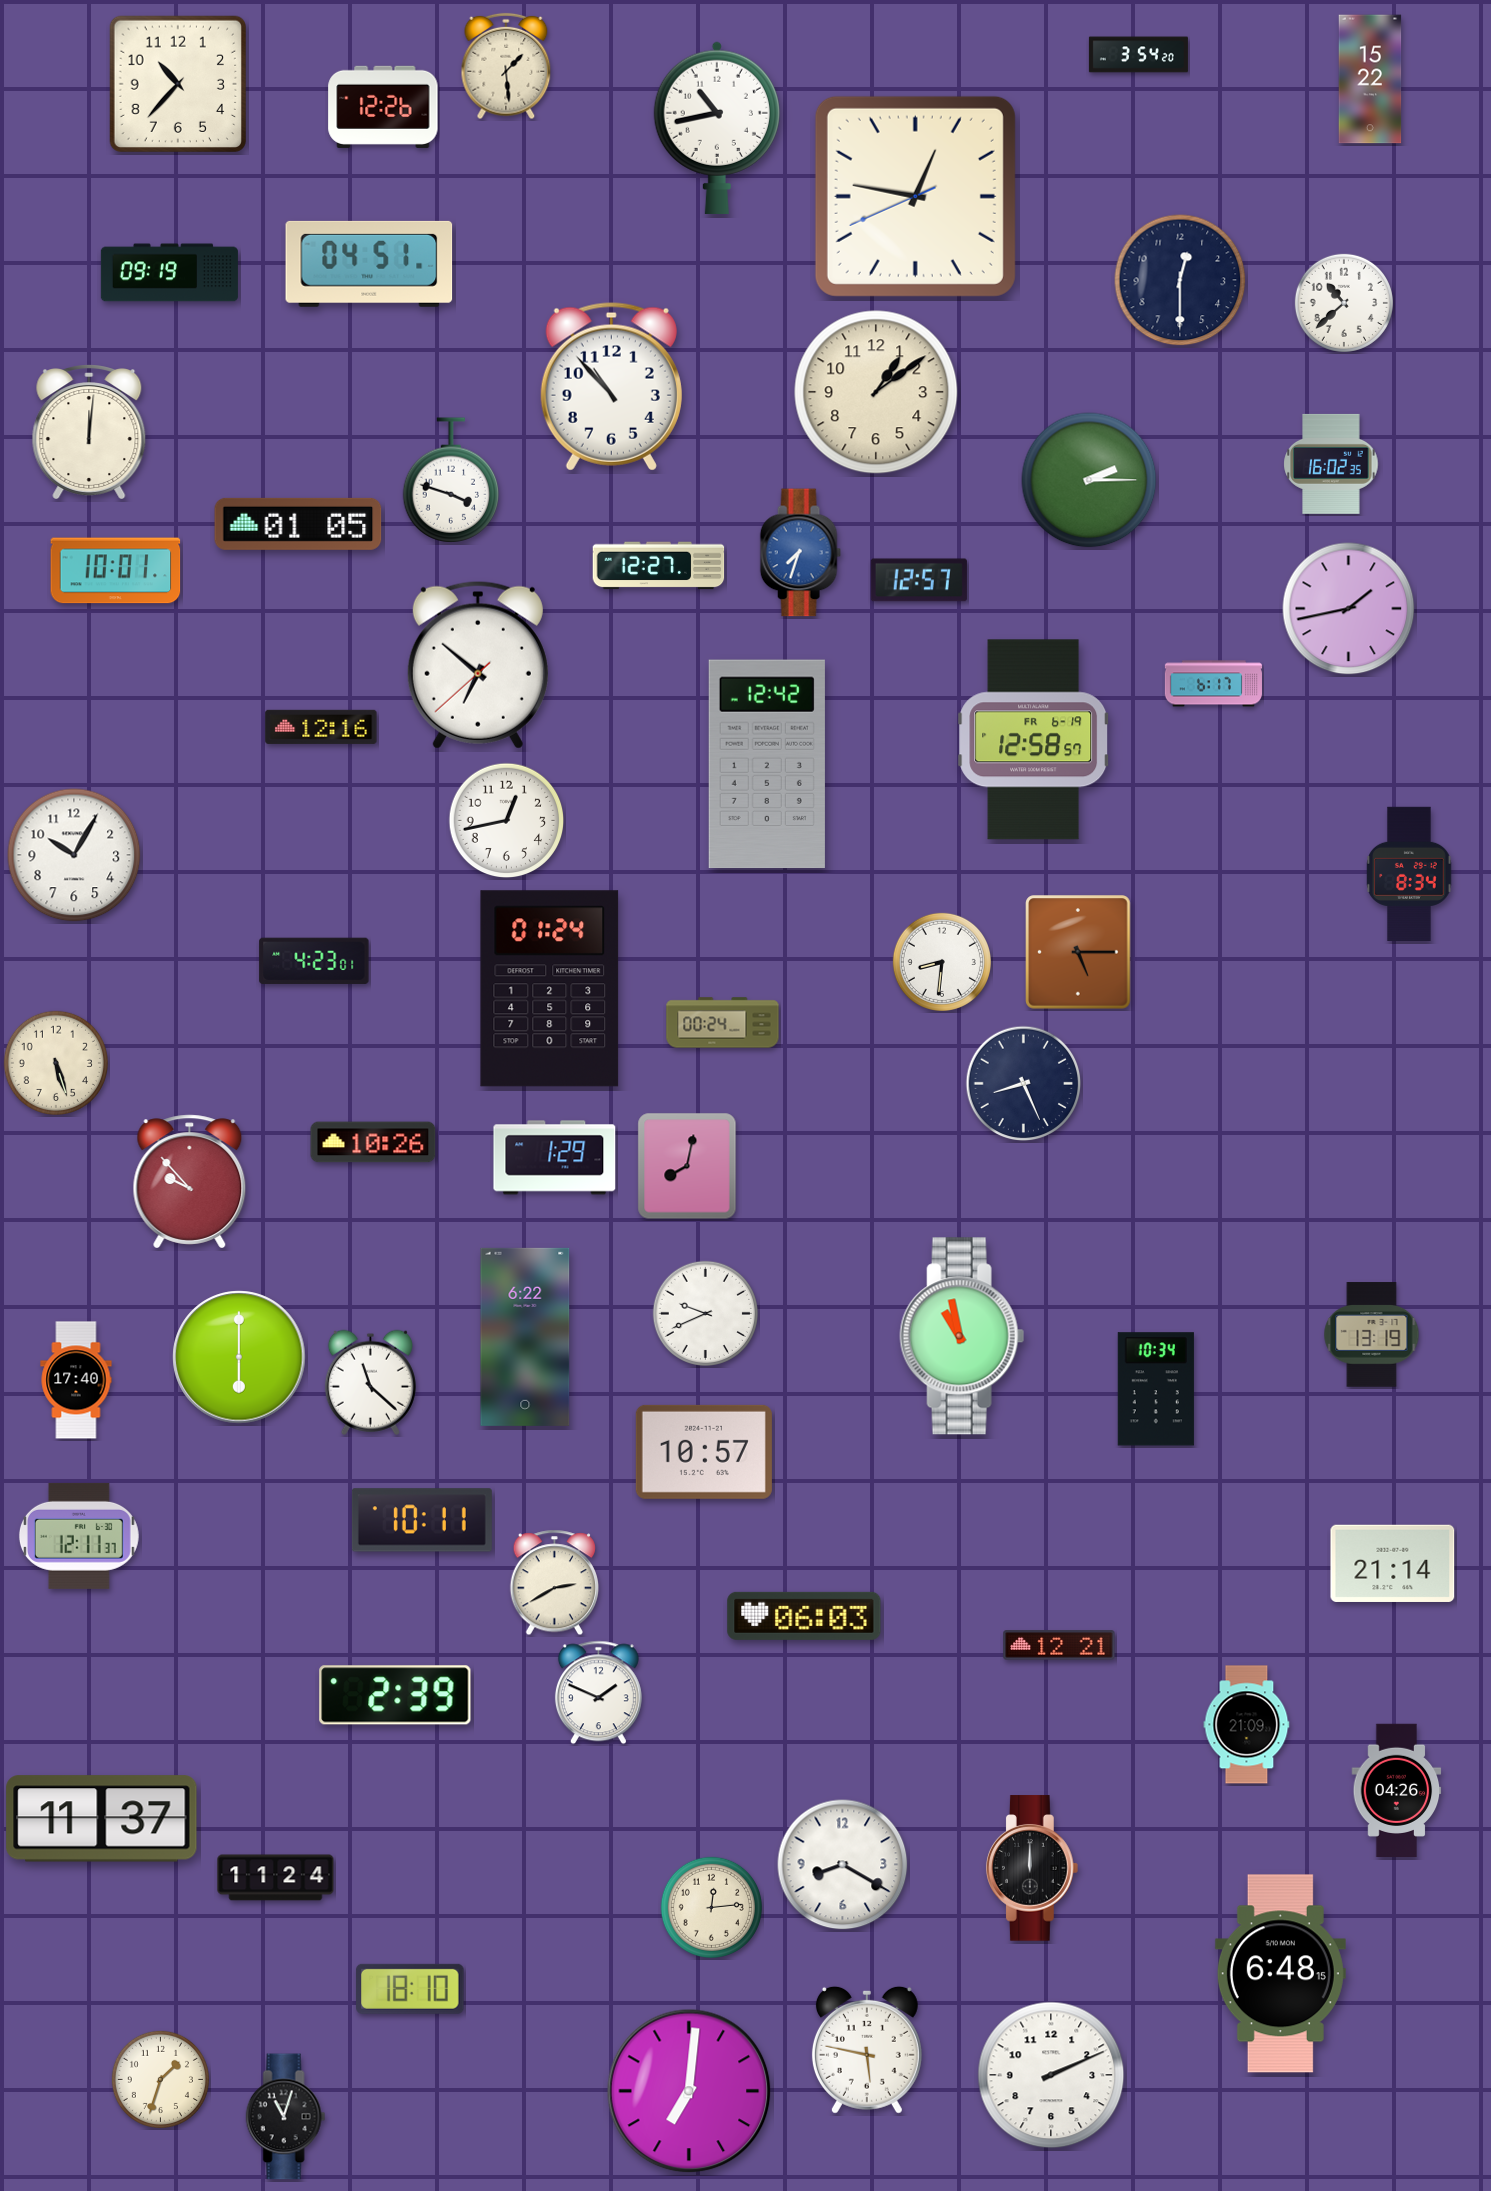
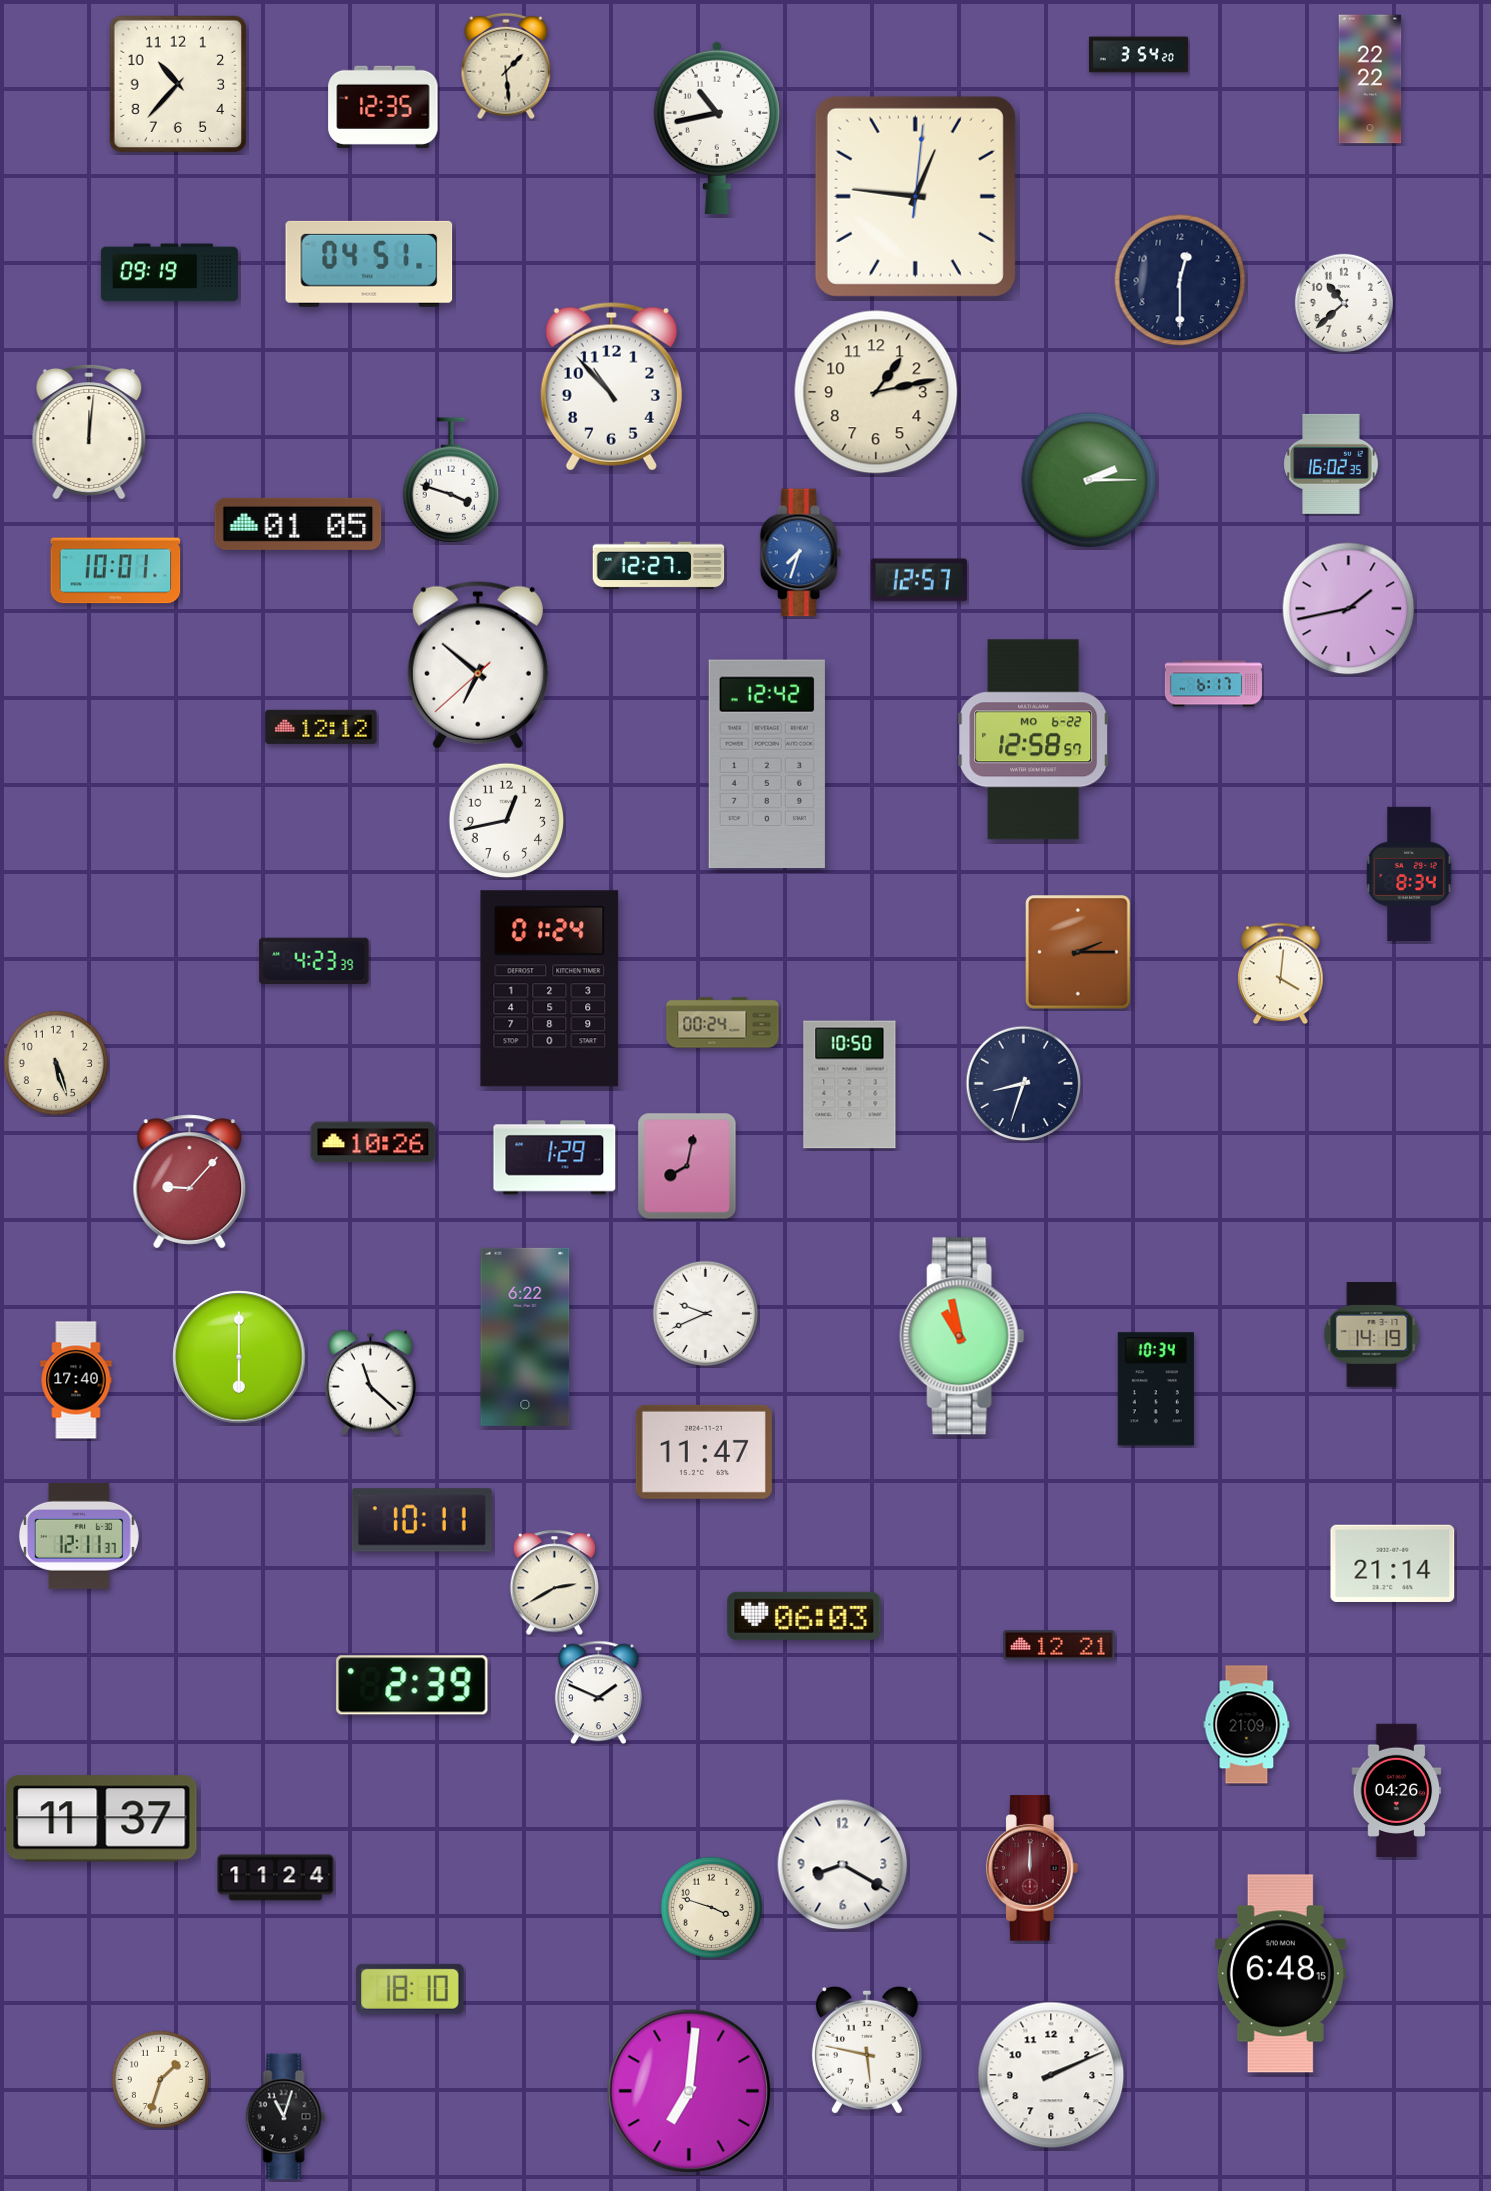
clock at (1370, 79): 15:22 -> 22:22
clock at (383, 107): 12:26 -> 12:35
clock at (915, 196): 12:46:41 -> 12:46:01
clock at (876, 392): 1:09 -> 1:13
clock at (321, 727): 12:16 -> 12:12
clock at (1034, 740) date: FR 6-19 -> MO 6-22
clock at (74, 855): 10:05 -> none
clock at (1078, 952): 5:15 -> 2:15
clock at (314, 961): 4:23:01 -> 4:23:39
clock at (942, 962): 8:31 -> none
clock at (1281, 974): none -> 4:01
clock at (1024, 1084): 8:26 -> 8:33
clock at (850, 1085): none -> 10:50
clock at (190, 1182): 9:53 -> 9:07
clock at (1372, 1335): 13:19 -> 14:19
clock at (704, 1452): 10:57 -> 11:47
clock at (395, 1695) position: (395, 1695) -> (412, 1685)
clock at (1032, 1868) dial: black -> burgundy
clock at (711, 1907): 12:14 -> 3:48
